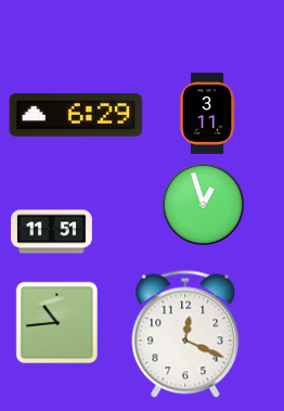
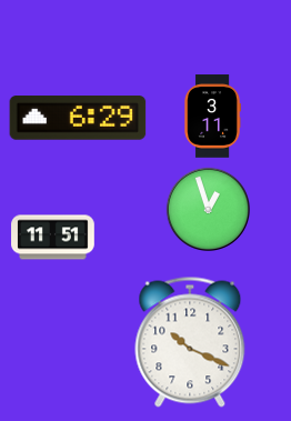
clock at (56, 322): 10:44 -> none
clock at (185, 334): 12:19 -> 10:19
